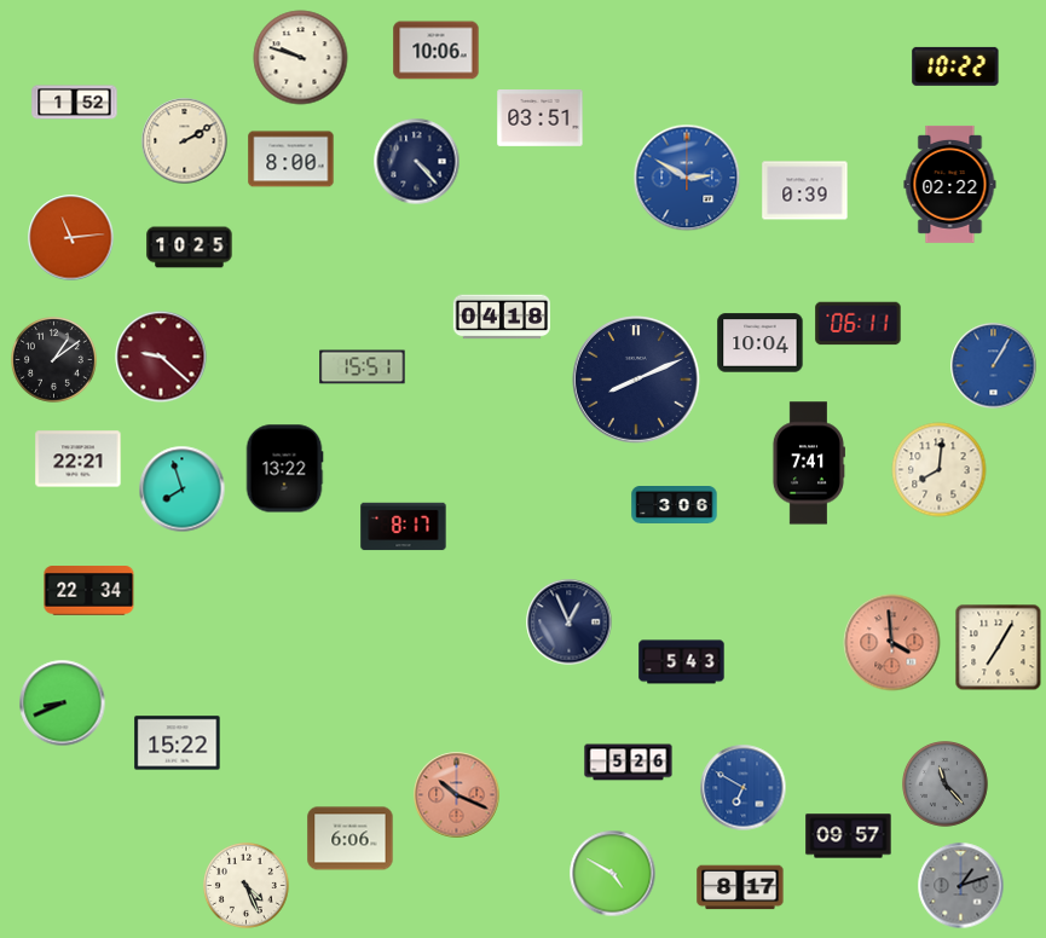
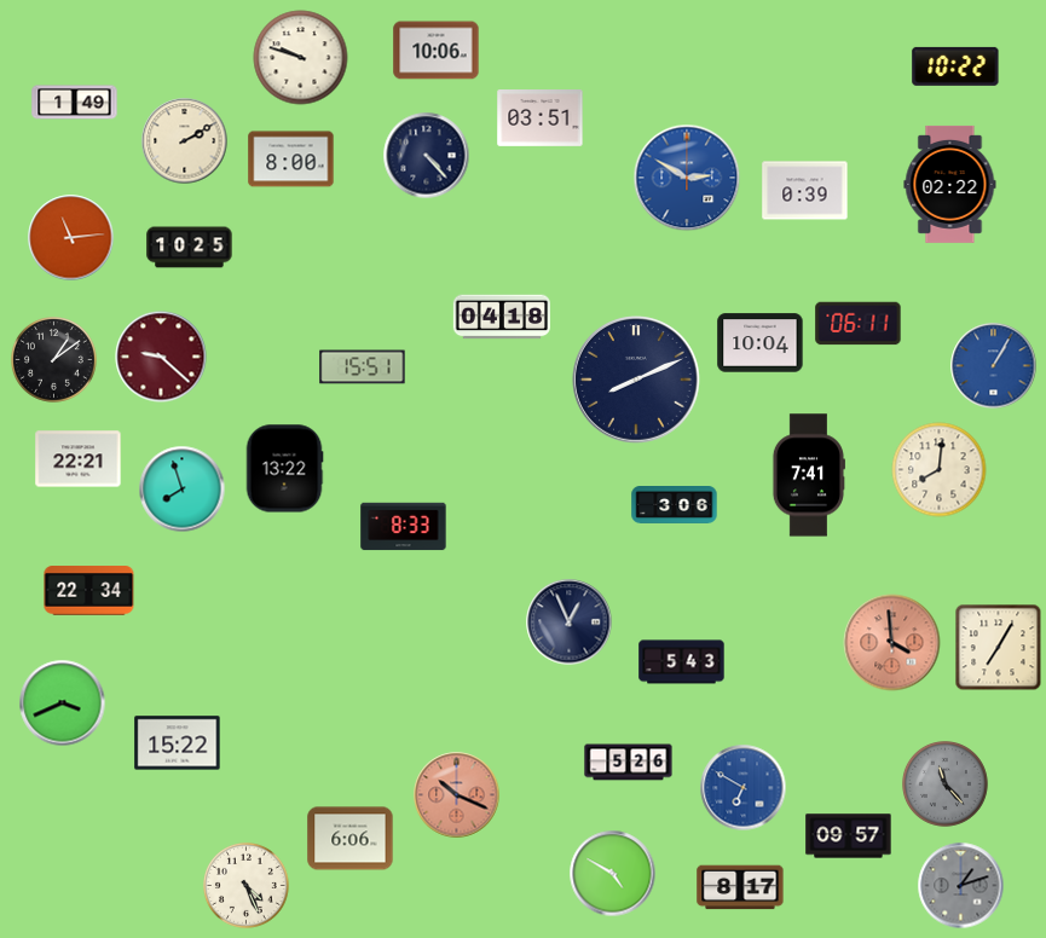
clock at (75, 103): 1:52 -> 1:49
clock at (417, 162) position: (417, 162) -> (427, 156)
clock at (808, 463) position: (808, 463) -> (808, 475)
clock at (404, 527): 8:17 -> 8:33
clock at (63, 703): 8:41 -> 3:41
